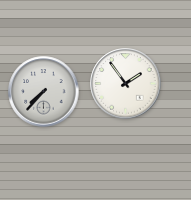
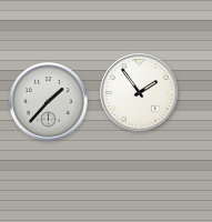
clock at (44, 92): 7:37 -> 1:37
